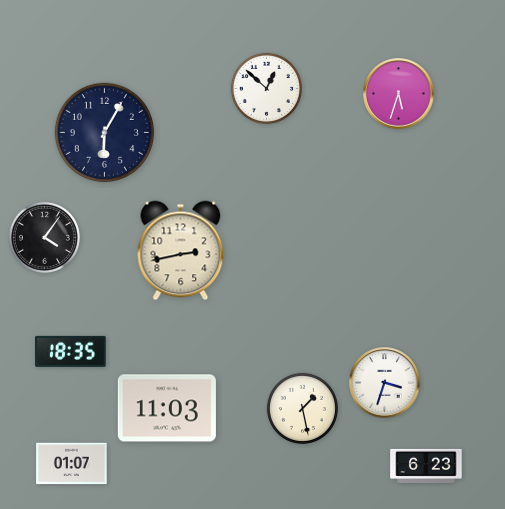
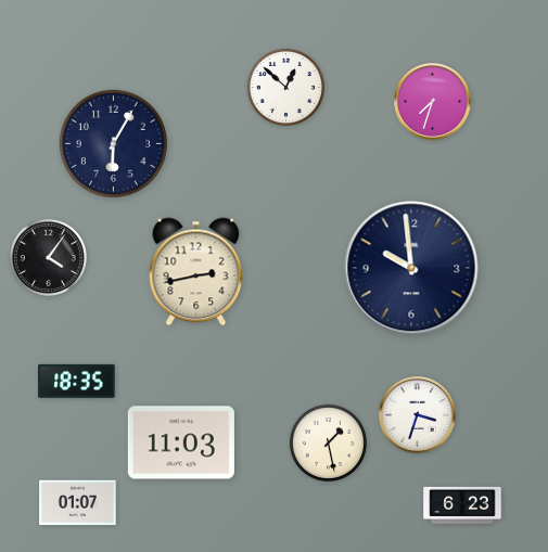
clock at (266, 88) position: (266, 88) -> (285, 87)
clock at (399, 94): 5:33 -> 7:33
clock at (411, 268): none -> 9:59
